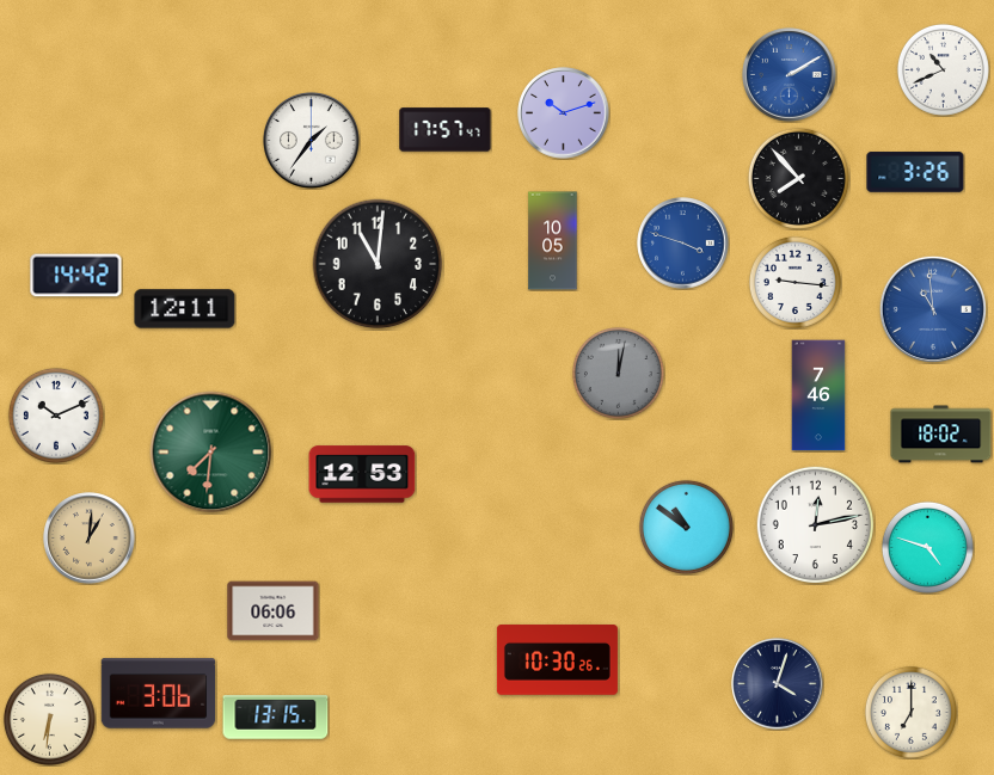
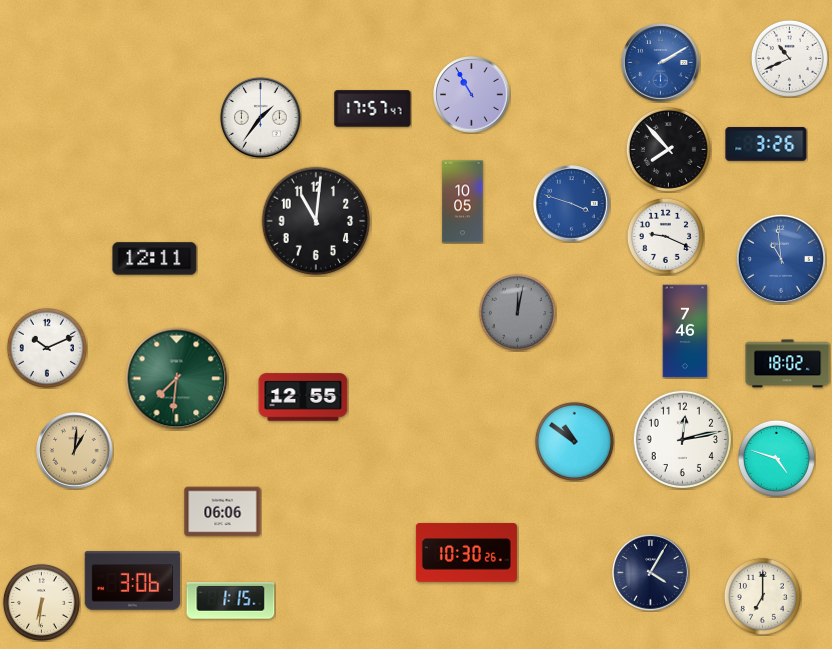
clock at (564, 113): 10:12 -> 10:55
clock at (76, 276): 14:42 -> none
clock at (794, 282): 9:16 -> 9:19
clock at (362, 474): 12:53 -> 12:55
clock at (274, 611) position: (274, 611) -> (223, 512)
clock at (778, 684): 4:03 -> 4:05
clock at (276, 718): 13:15 -> 1:15
